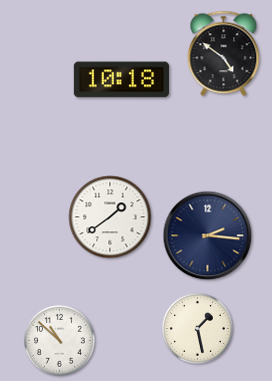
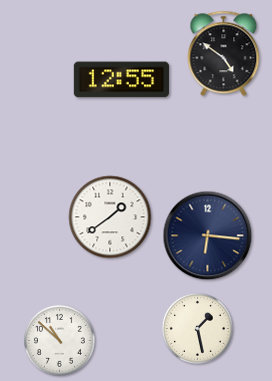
clock at (121, 80): 10:18 -> 12:55
clock at (208, 236): 2:16 -> 6:16
